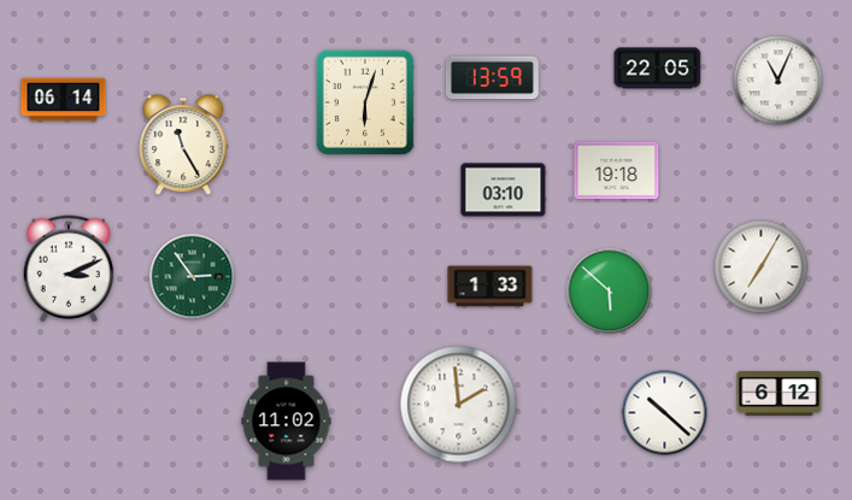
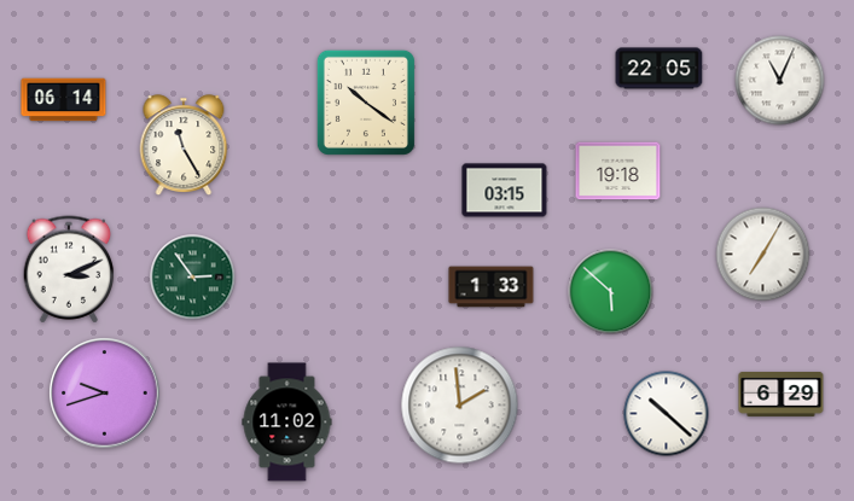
clock at (492, 78): 13:59 -> none
clock at (365, 102): 6:03 -> 10:21
clock at (504, 190): 03:10 -> 03:15
clock at (762, 267) position: (762, 267) -> (763, 255)
clock at (105, 394): none -> 9:42
clock at (780, 393): 6:12 -> 6:29
